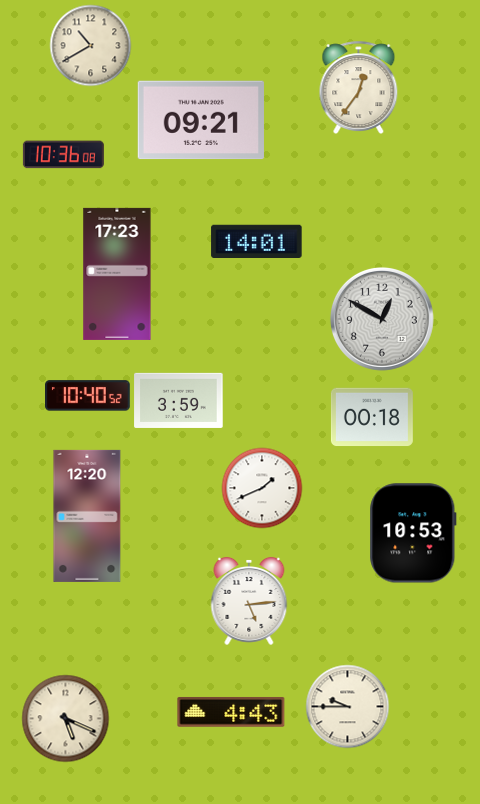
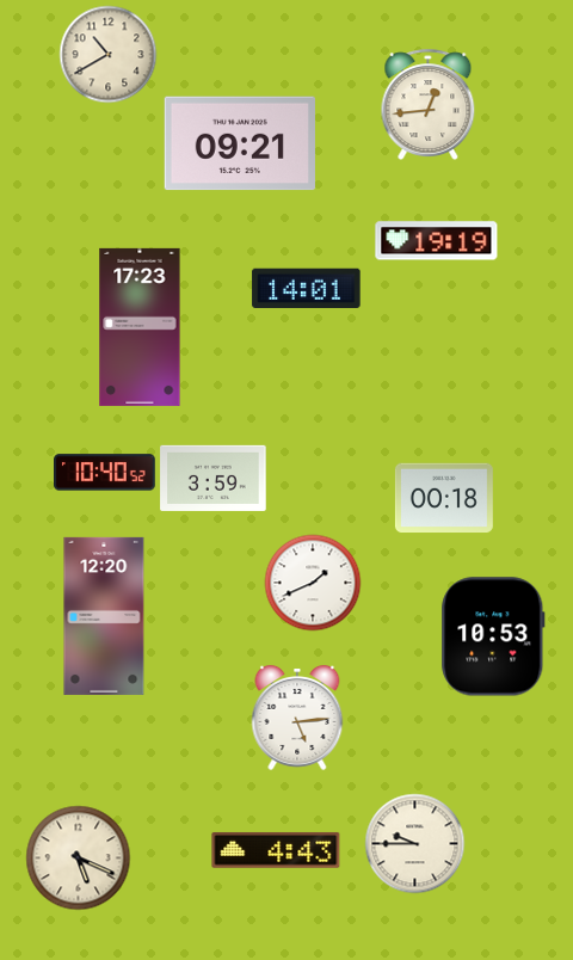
clock at (359, 87): 12:36 -> 12:44
clock at (63, 155): 10:36 -> none
clock at (437, 241): none -> 19:19
clock at (382, 319): 12:50 -> none
